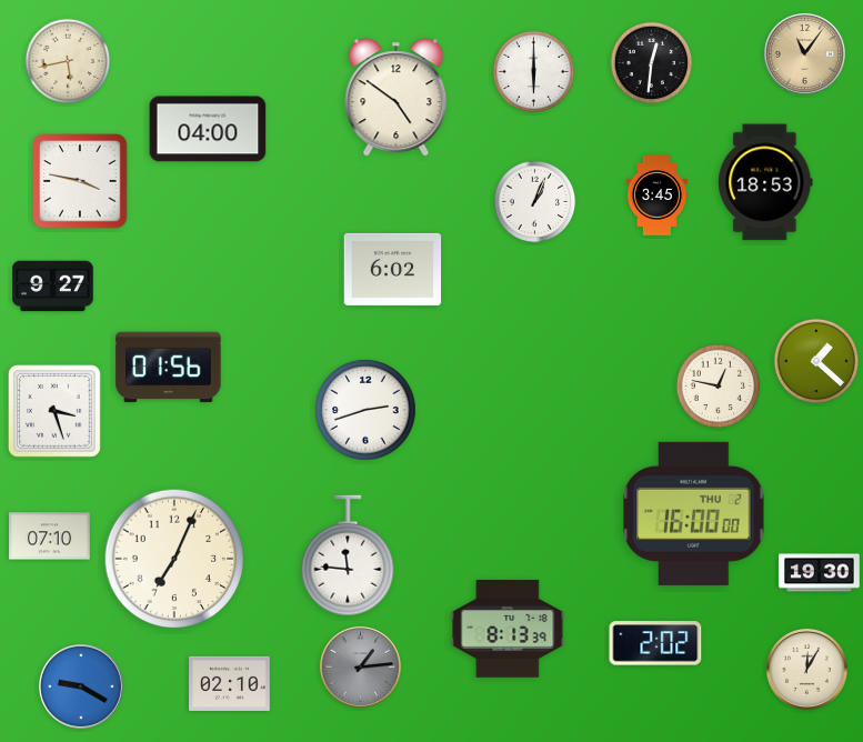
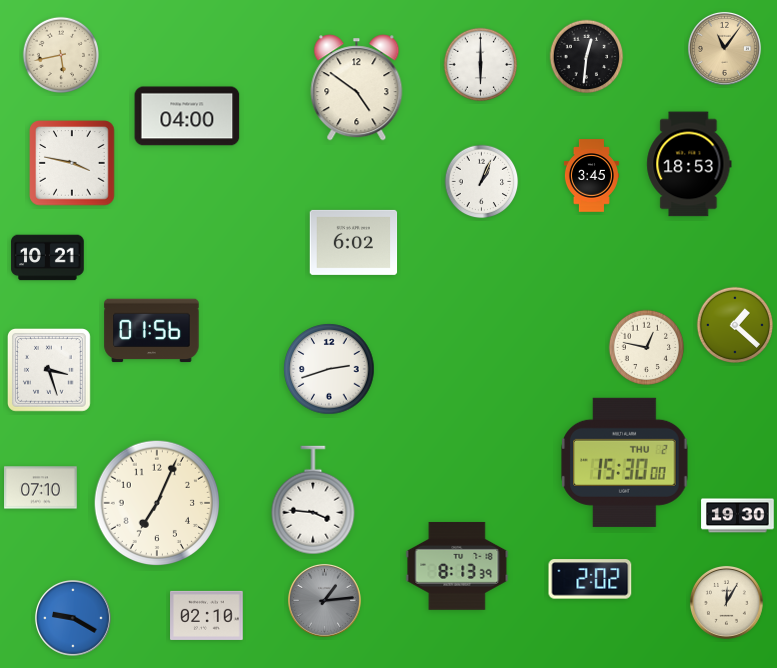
clock at (53, 287): 9:27 -> 10:21
clock at (694, 513): 16:00 -> 15:30
clock at (50, 537) position: (50, 537) -> (41, 488)
clock at (348, 555): 11:46 -> 3:46
